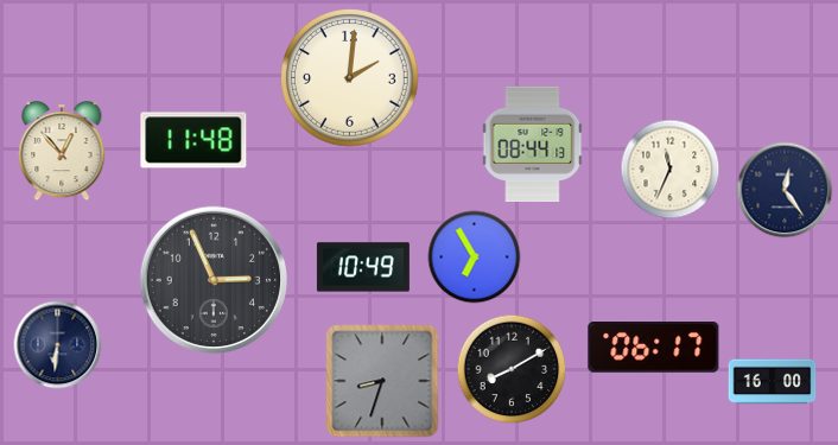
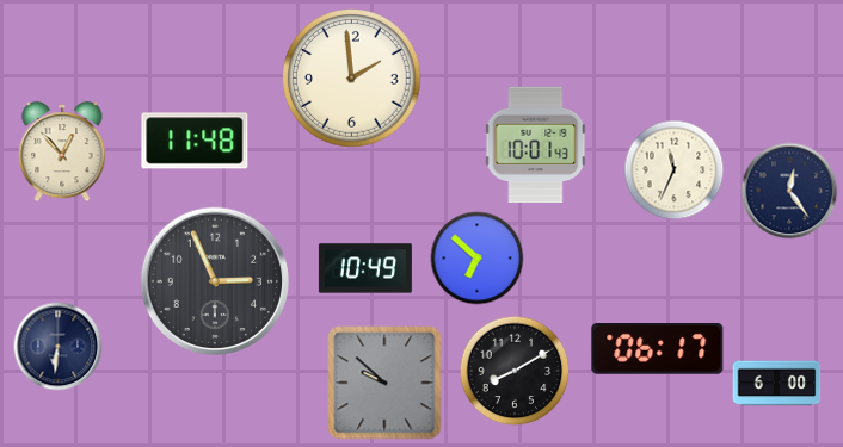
clock at (350, 78): 2:01 -> 1:59
clock at (533, 144): 08:44 -> 10:01
clock at (475, 258): 6:55 -> 6:52
clock at (382, 381): 8:33 -> 9:52
clock at (773, 382): 16:00 -> 6:00
